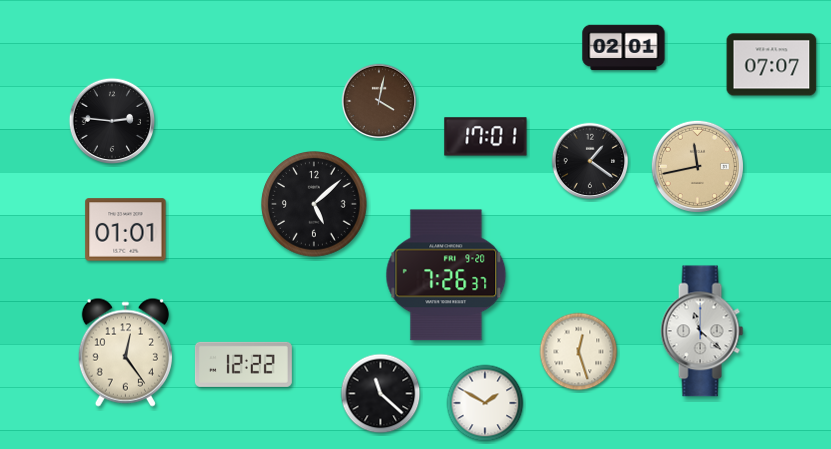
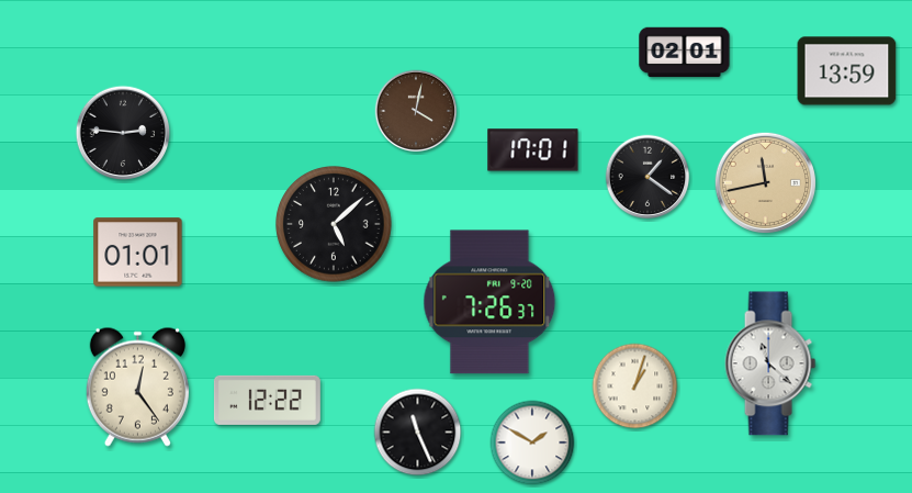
clock at (772, 65): 07:07 -> 13:59
clock at (314, 204) position: (314, 204) -> (334, 224)
clock at (579, 352): 12:27 -> 1:03
clock at (381, 394): 11:22 -> 11:26
